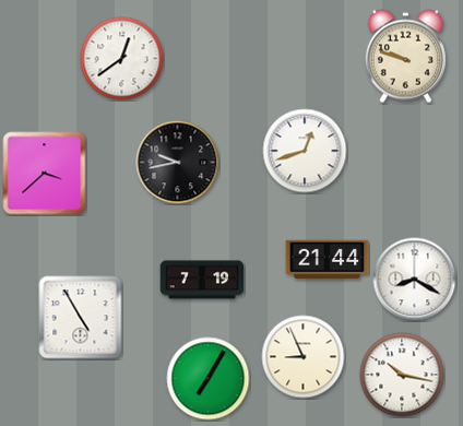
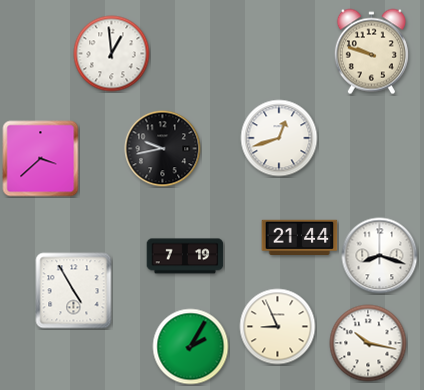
clock at (122, 59): 12:39 -> 12:59
clock at (415, 280): 8:20 -> 8:18
clock at (209, 379): 7:05 -> 2:05
